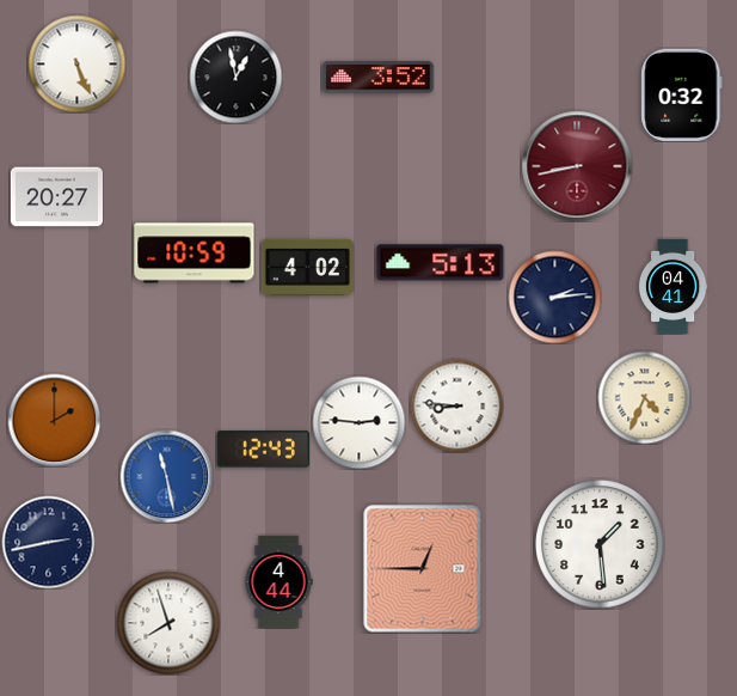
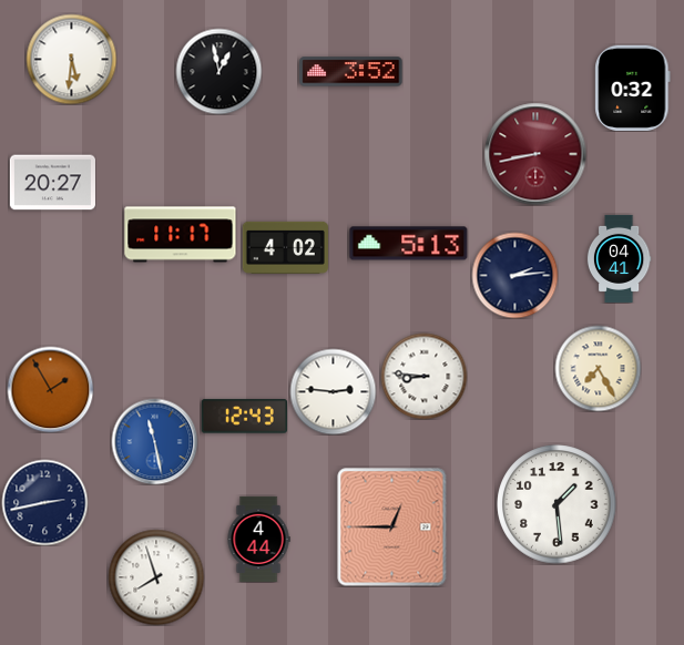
clock at (76, 63): 5:26 -> 5:31
clock at (195, 254): 10:59 -> 11:17
clock at (672, 286) position: (672, 286) -> (619, 258)
clock at (644, 397): 4:34 -> 7:25
clock at (54, 420): 2:00 -> 1:55
